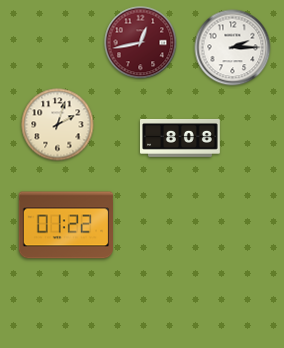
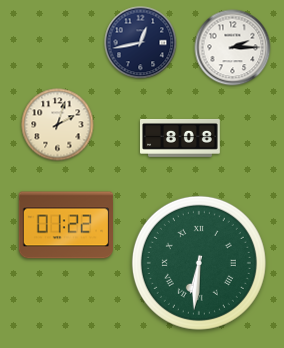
clock at (141, 43) dial: burgundy -> navy
clock at (199, 263): none -> 6:31
